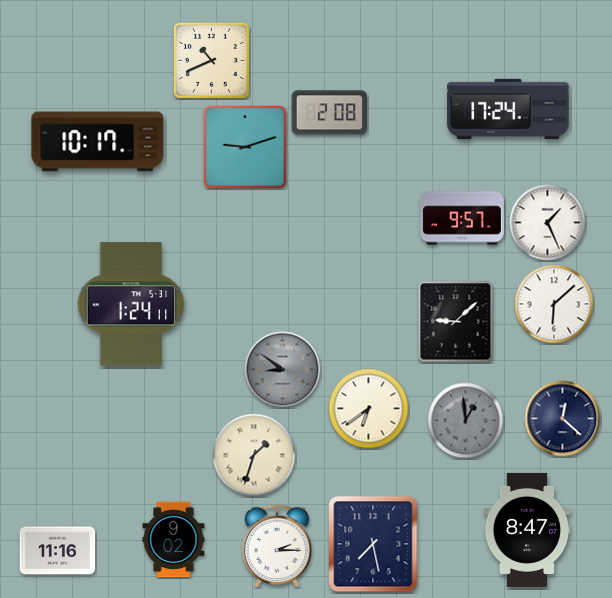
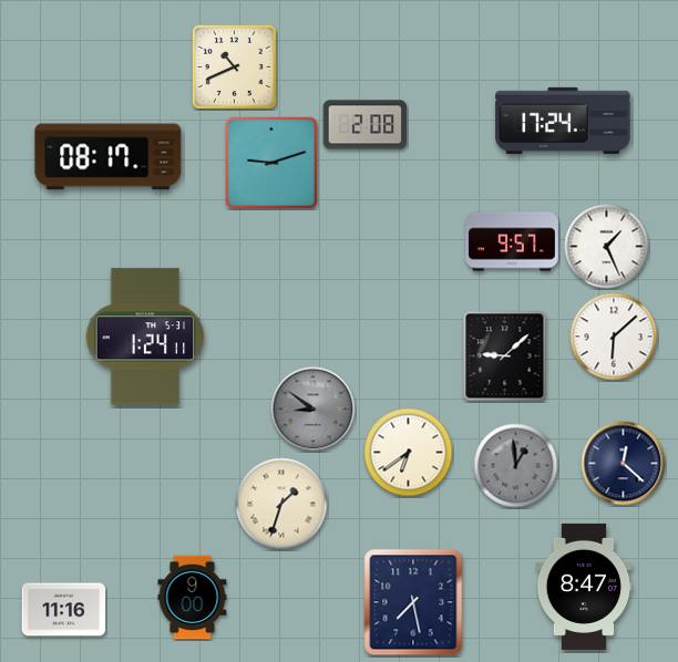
clock at (98, 142): 10:17 -> 08:17
clock at (174, 540): 9:02 -> 9:00
clock at (277, 546): 2:15 -> none
